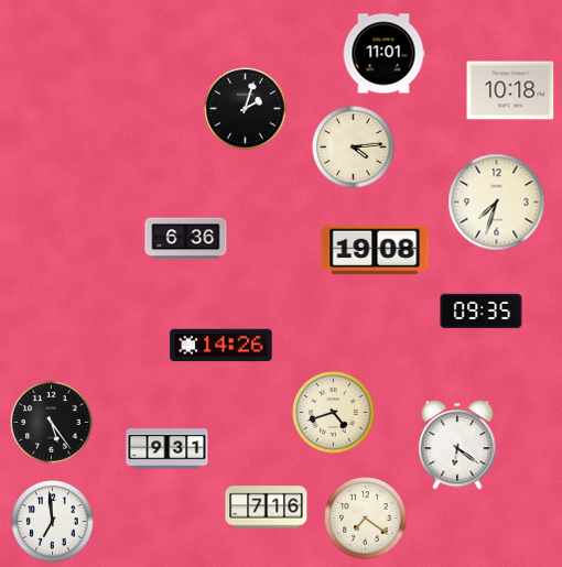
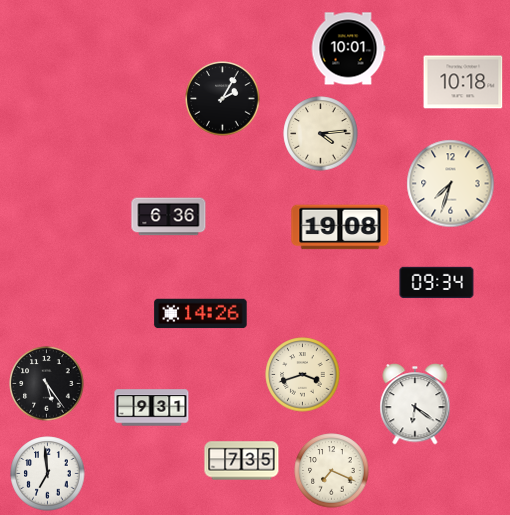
clock at (383, 54): 11:01 -> 10:01
clock at (246, 109): 2:03 -> 2:05
clock at (482, 312): 09:35 -> 09:34
clock at (334, 413): 4:42 -> 3:42
clock at (267, 508): 7:16 -> 7:35
clock at (366, 519): 7:21 -> 7:19
